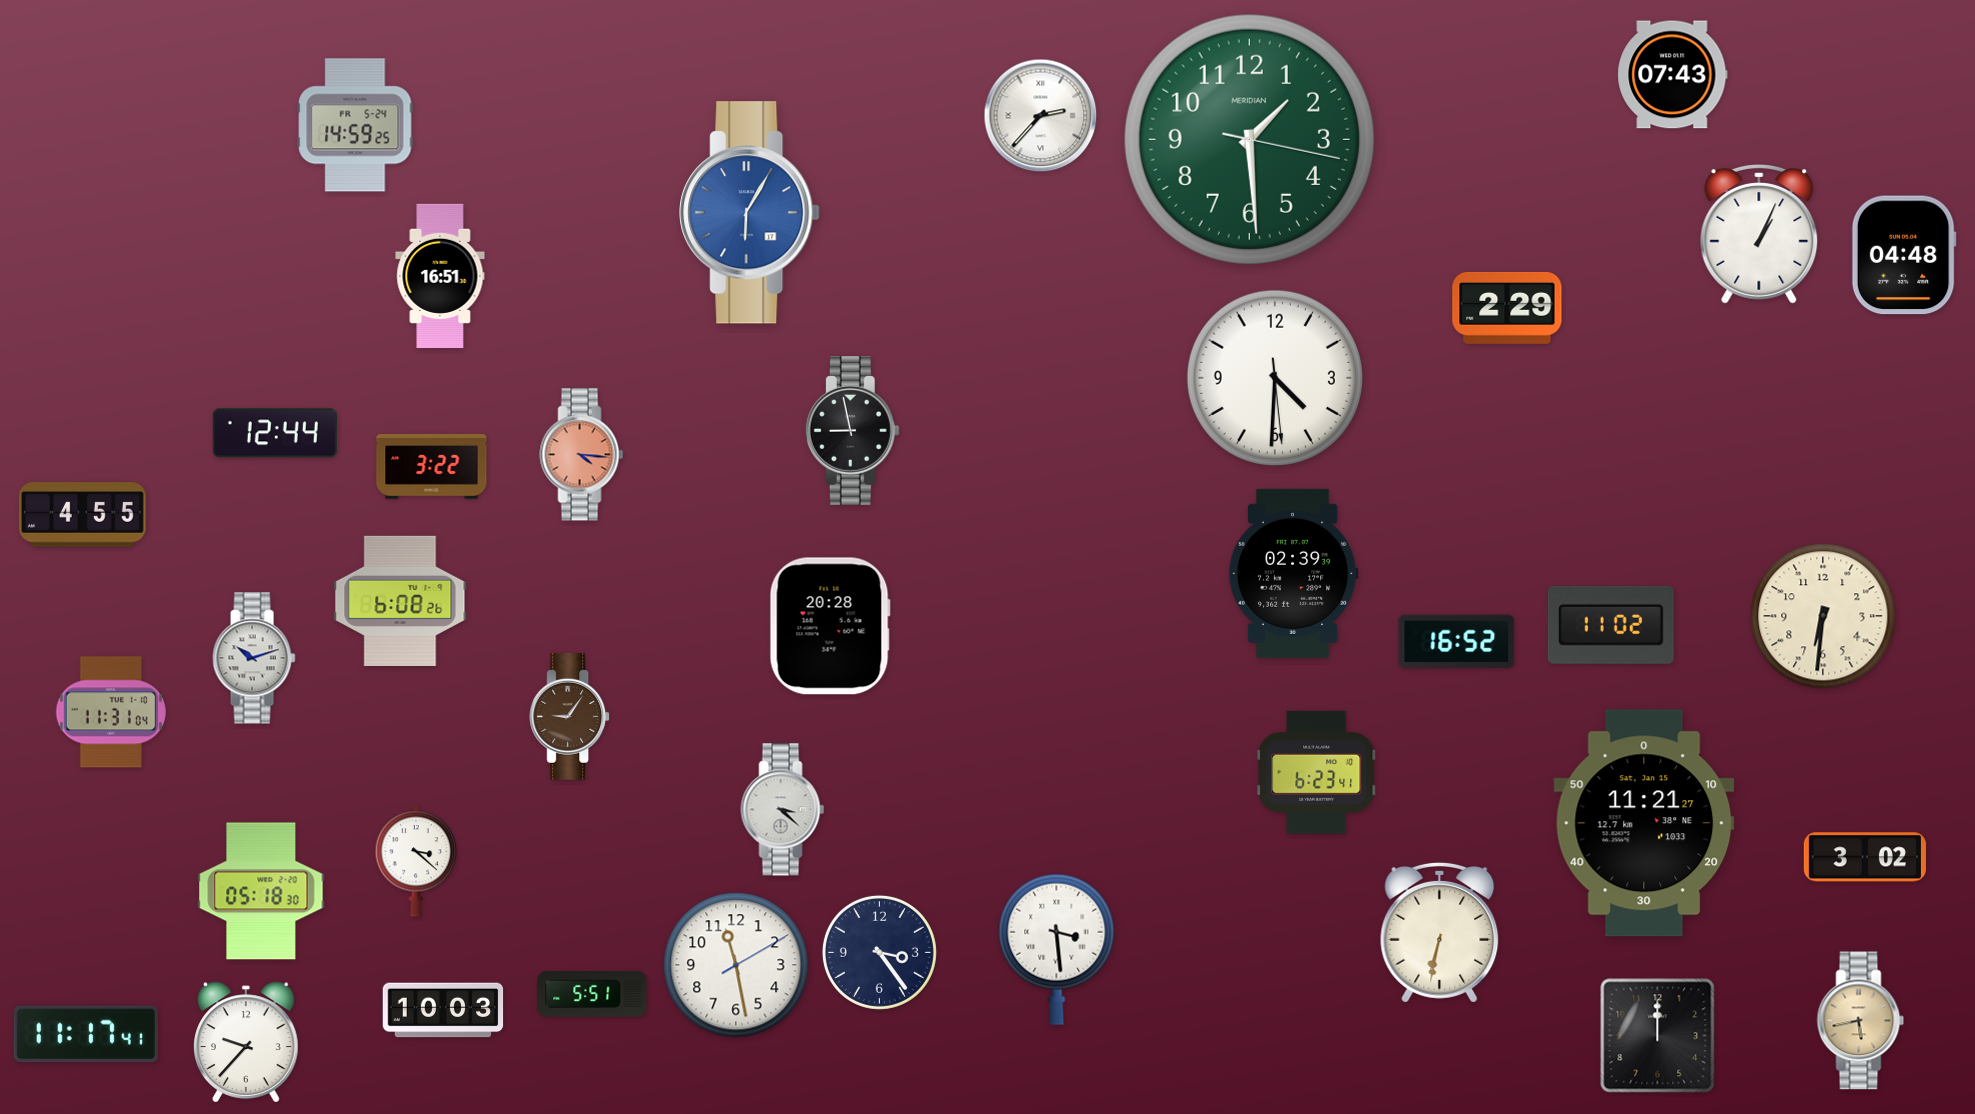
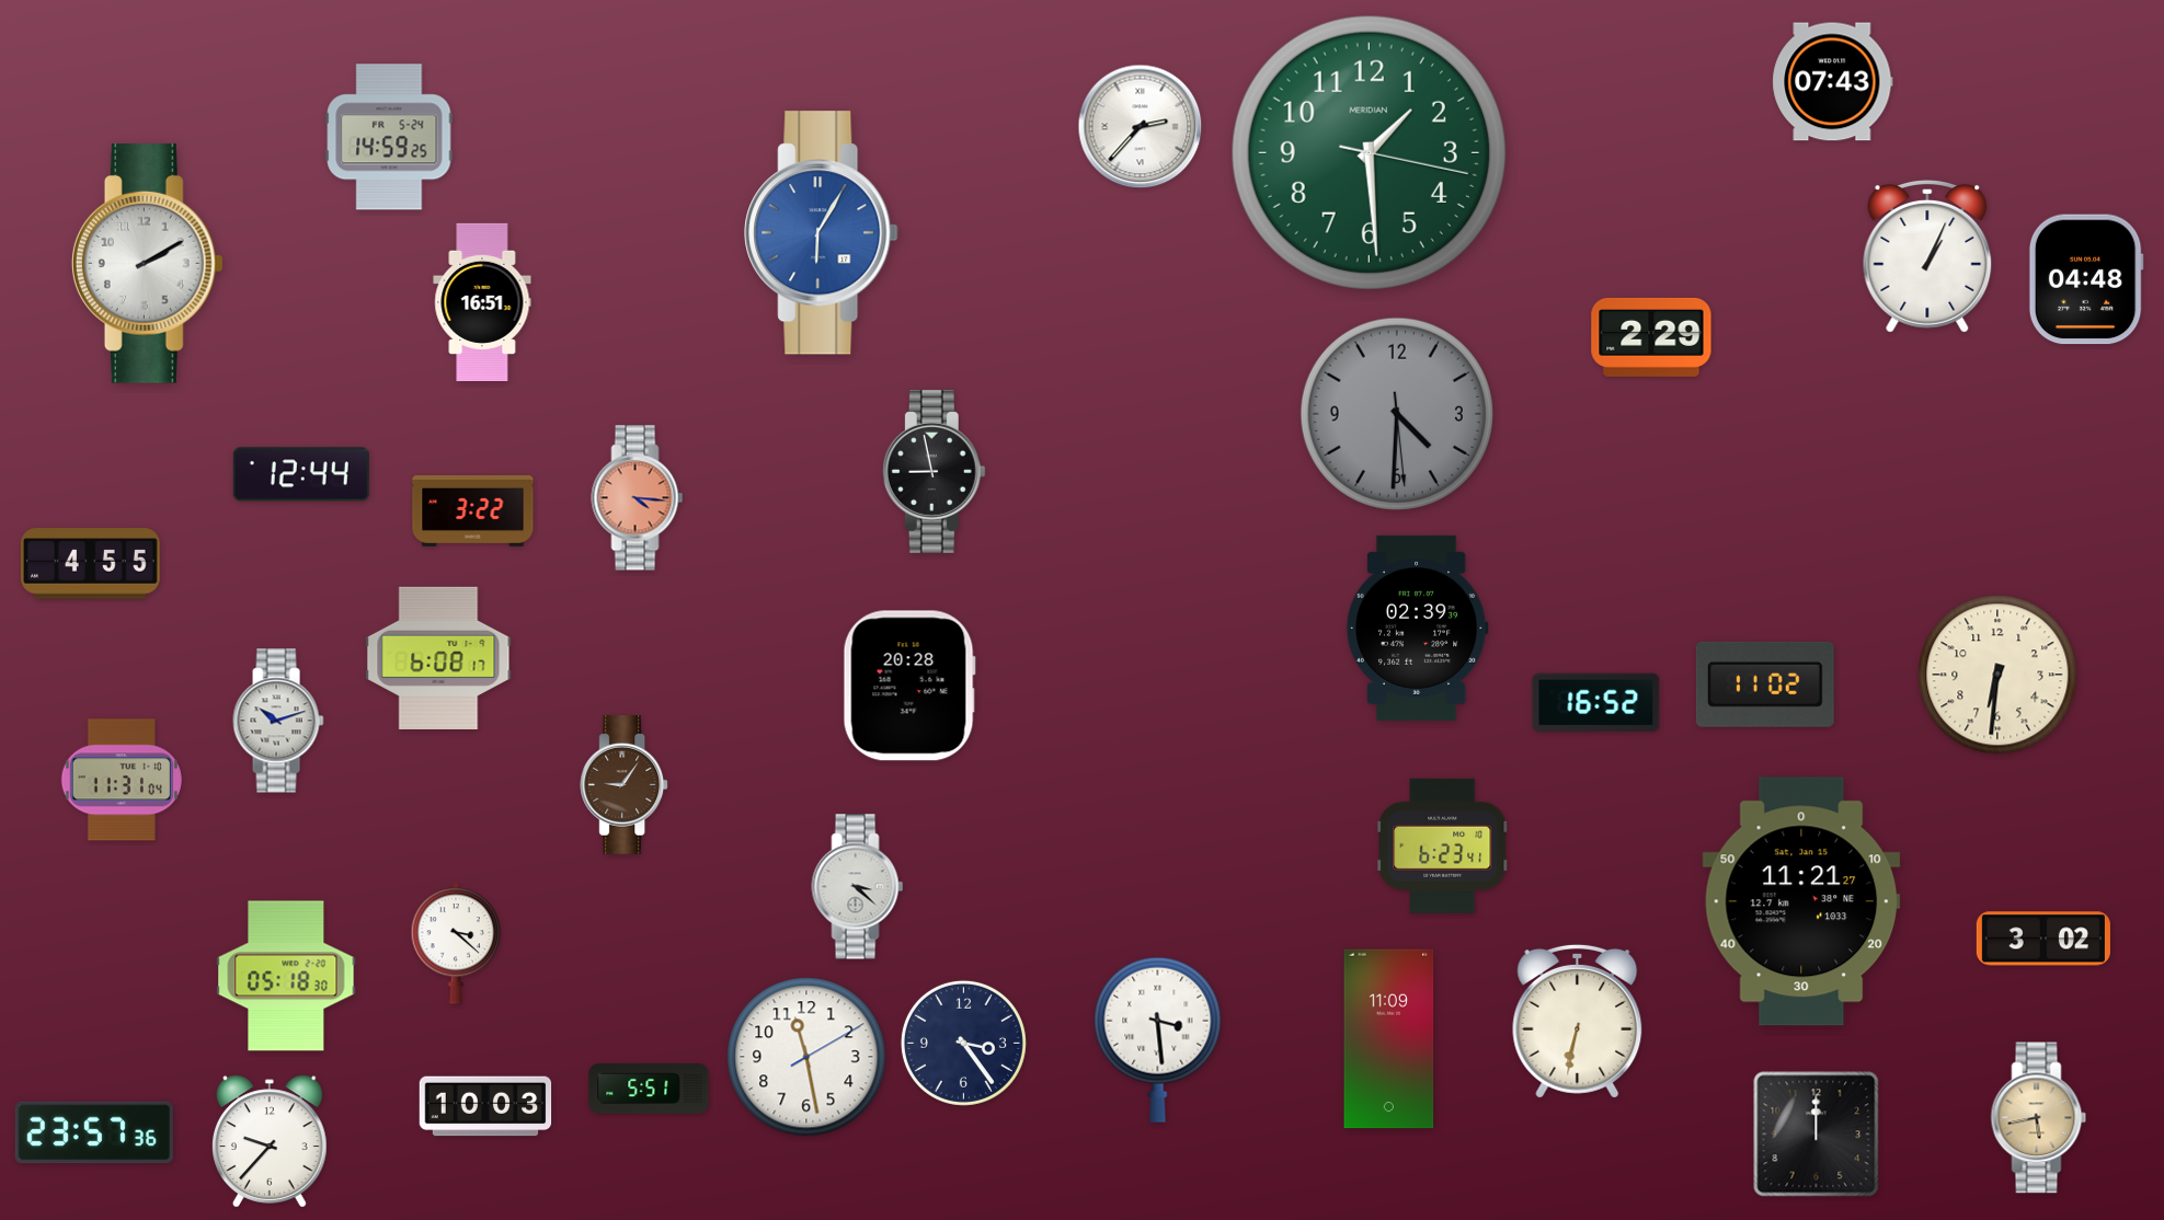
clock at (147, 264): none -> 2:10
clock at (1275, 378) dial: white -> grey
clock at (400, 601): 6:08:26 -> 6:08:17
clock at (1389, 1039): none -> 11:09
clock at (86, 1034): 11:17 -> 23:57
